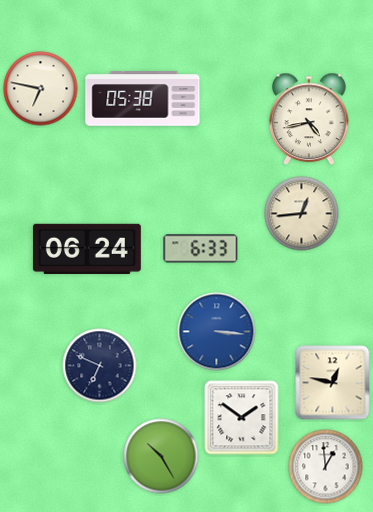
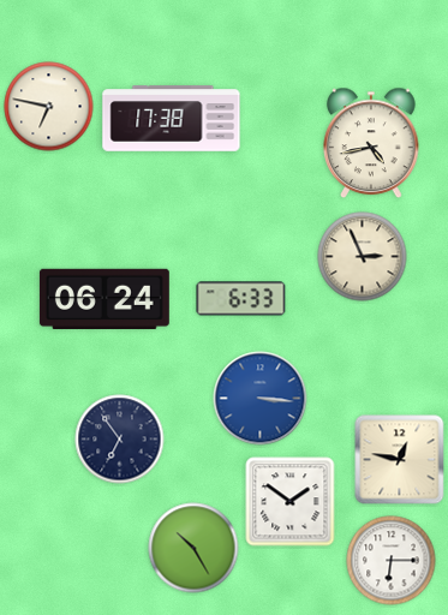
clock at (143, 99): 05:38 -> 17:38
clock at (302, 214): 12:44 -> 2:56
clock at (100, 366): 6:49 -> 6:54
clock at (326, 467): 12:59 -> 6:15
